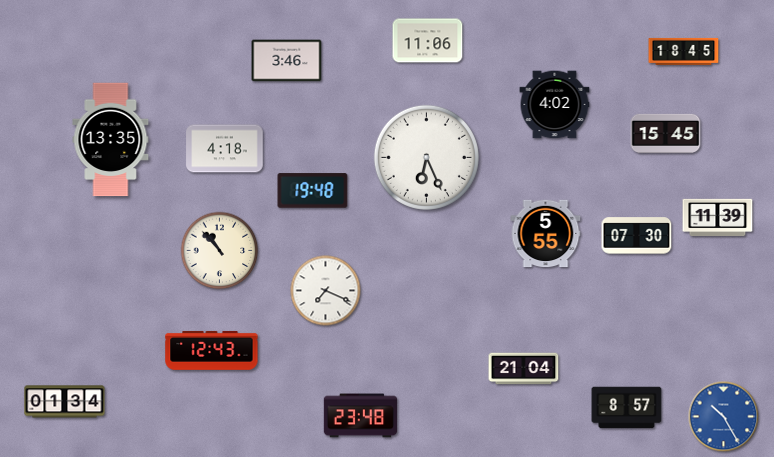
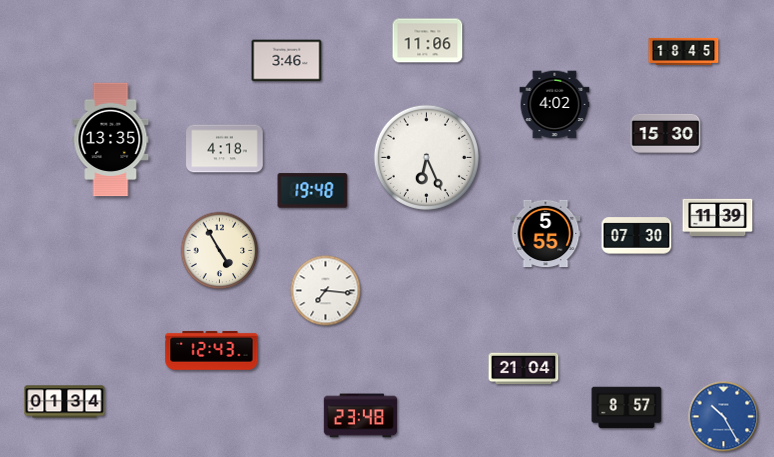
clock at (666, 133): 15:45 -> 15:30
clock at (220, 251): 10:53 -> 4:55
clock at (326, 291): 7:19 -> 7:16
